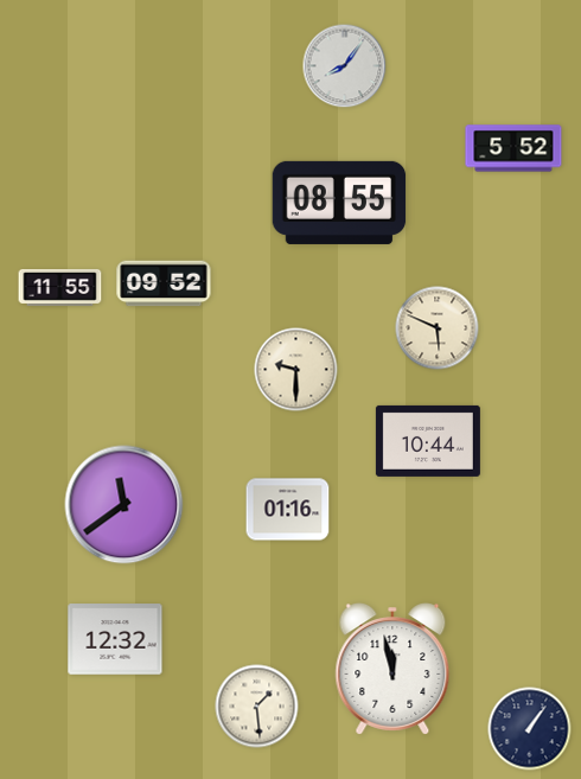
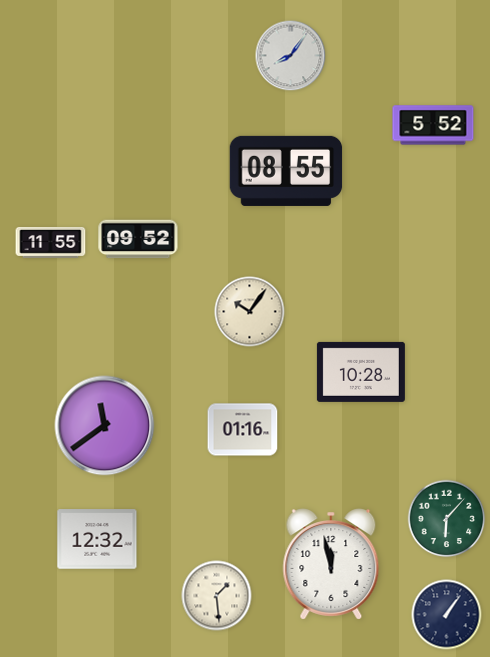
clock at (438, 328): 5:49 -> none
clock at (296, 370): 9:30 -> 10:06
clock at (428, 441): 10:44 -> 10:28
clock at (447, 519): none -> 6:07
